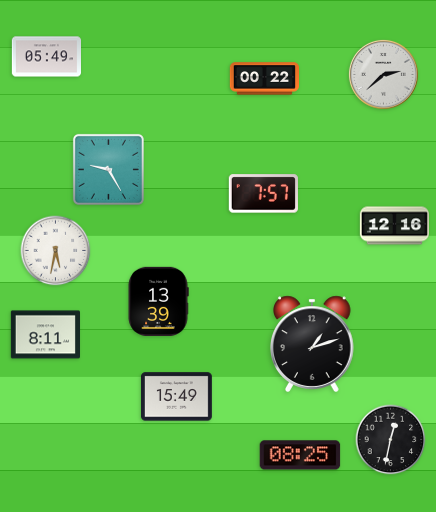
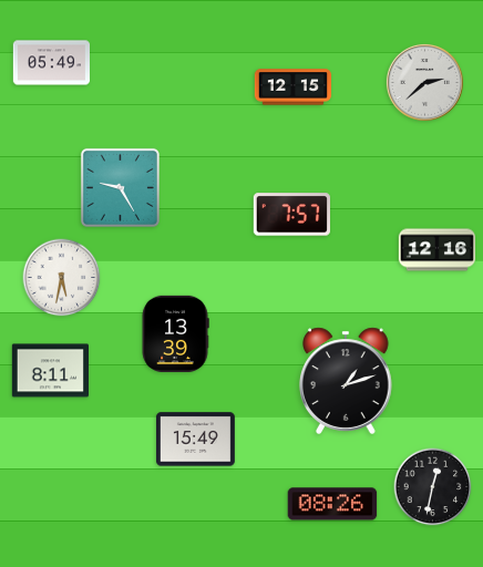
clock at (264, 79): 00:22 -> 12:15
clock at (300, 455): 08:25 -> 08:26
